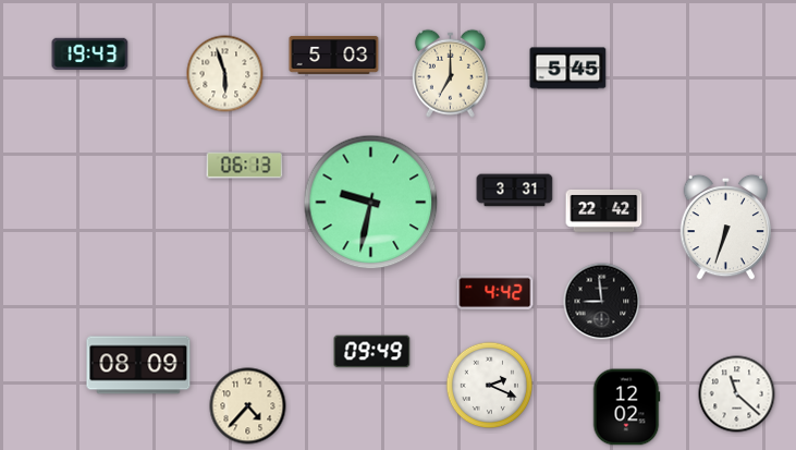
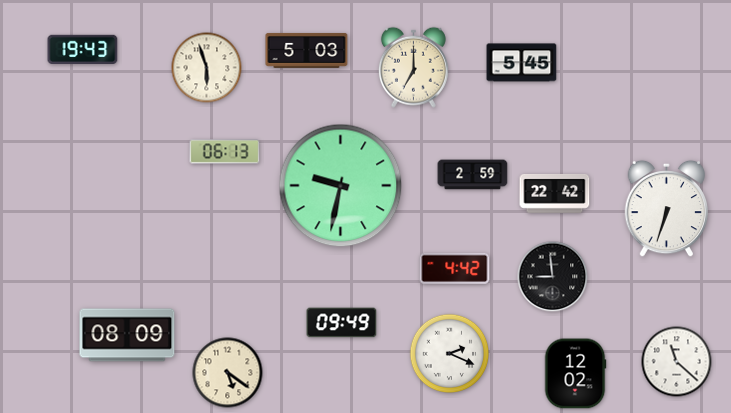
clock at (515, 191): 3:31 -> 2:59
clock at (248, 406): 4:37 -> 5:21
